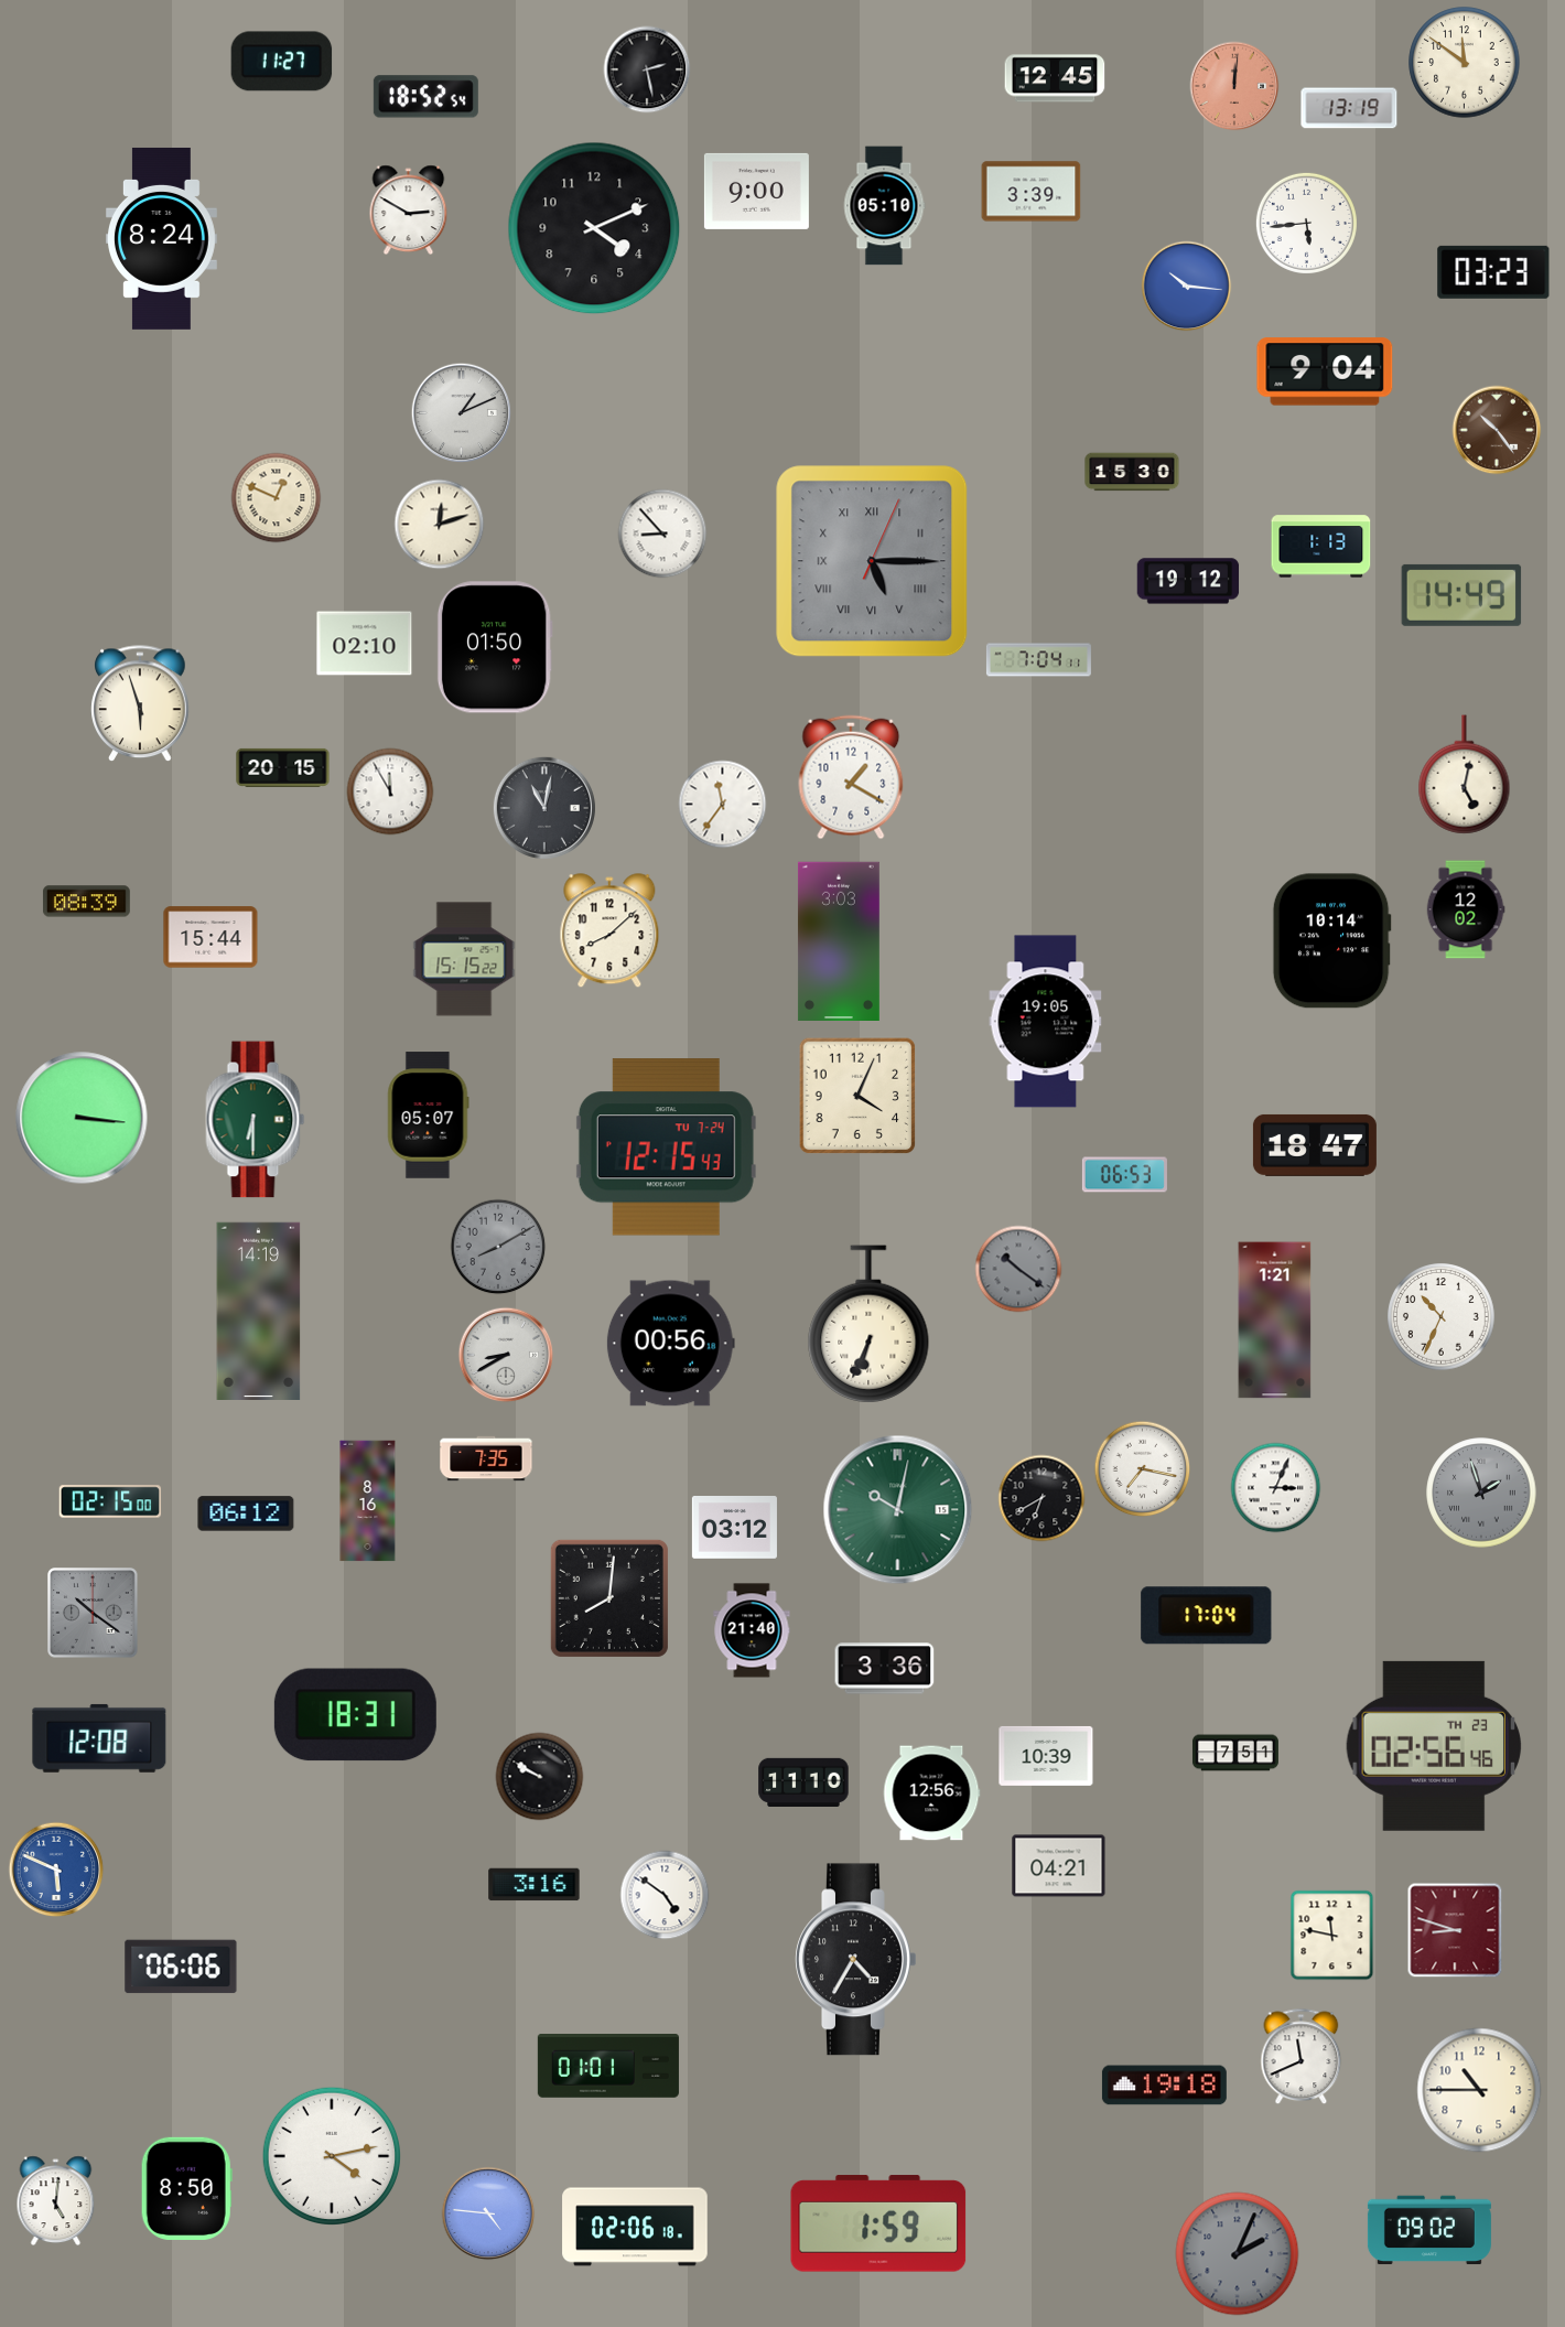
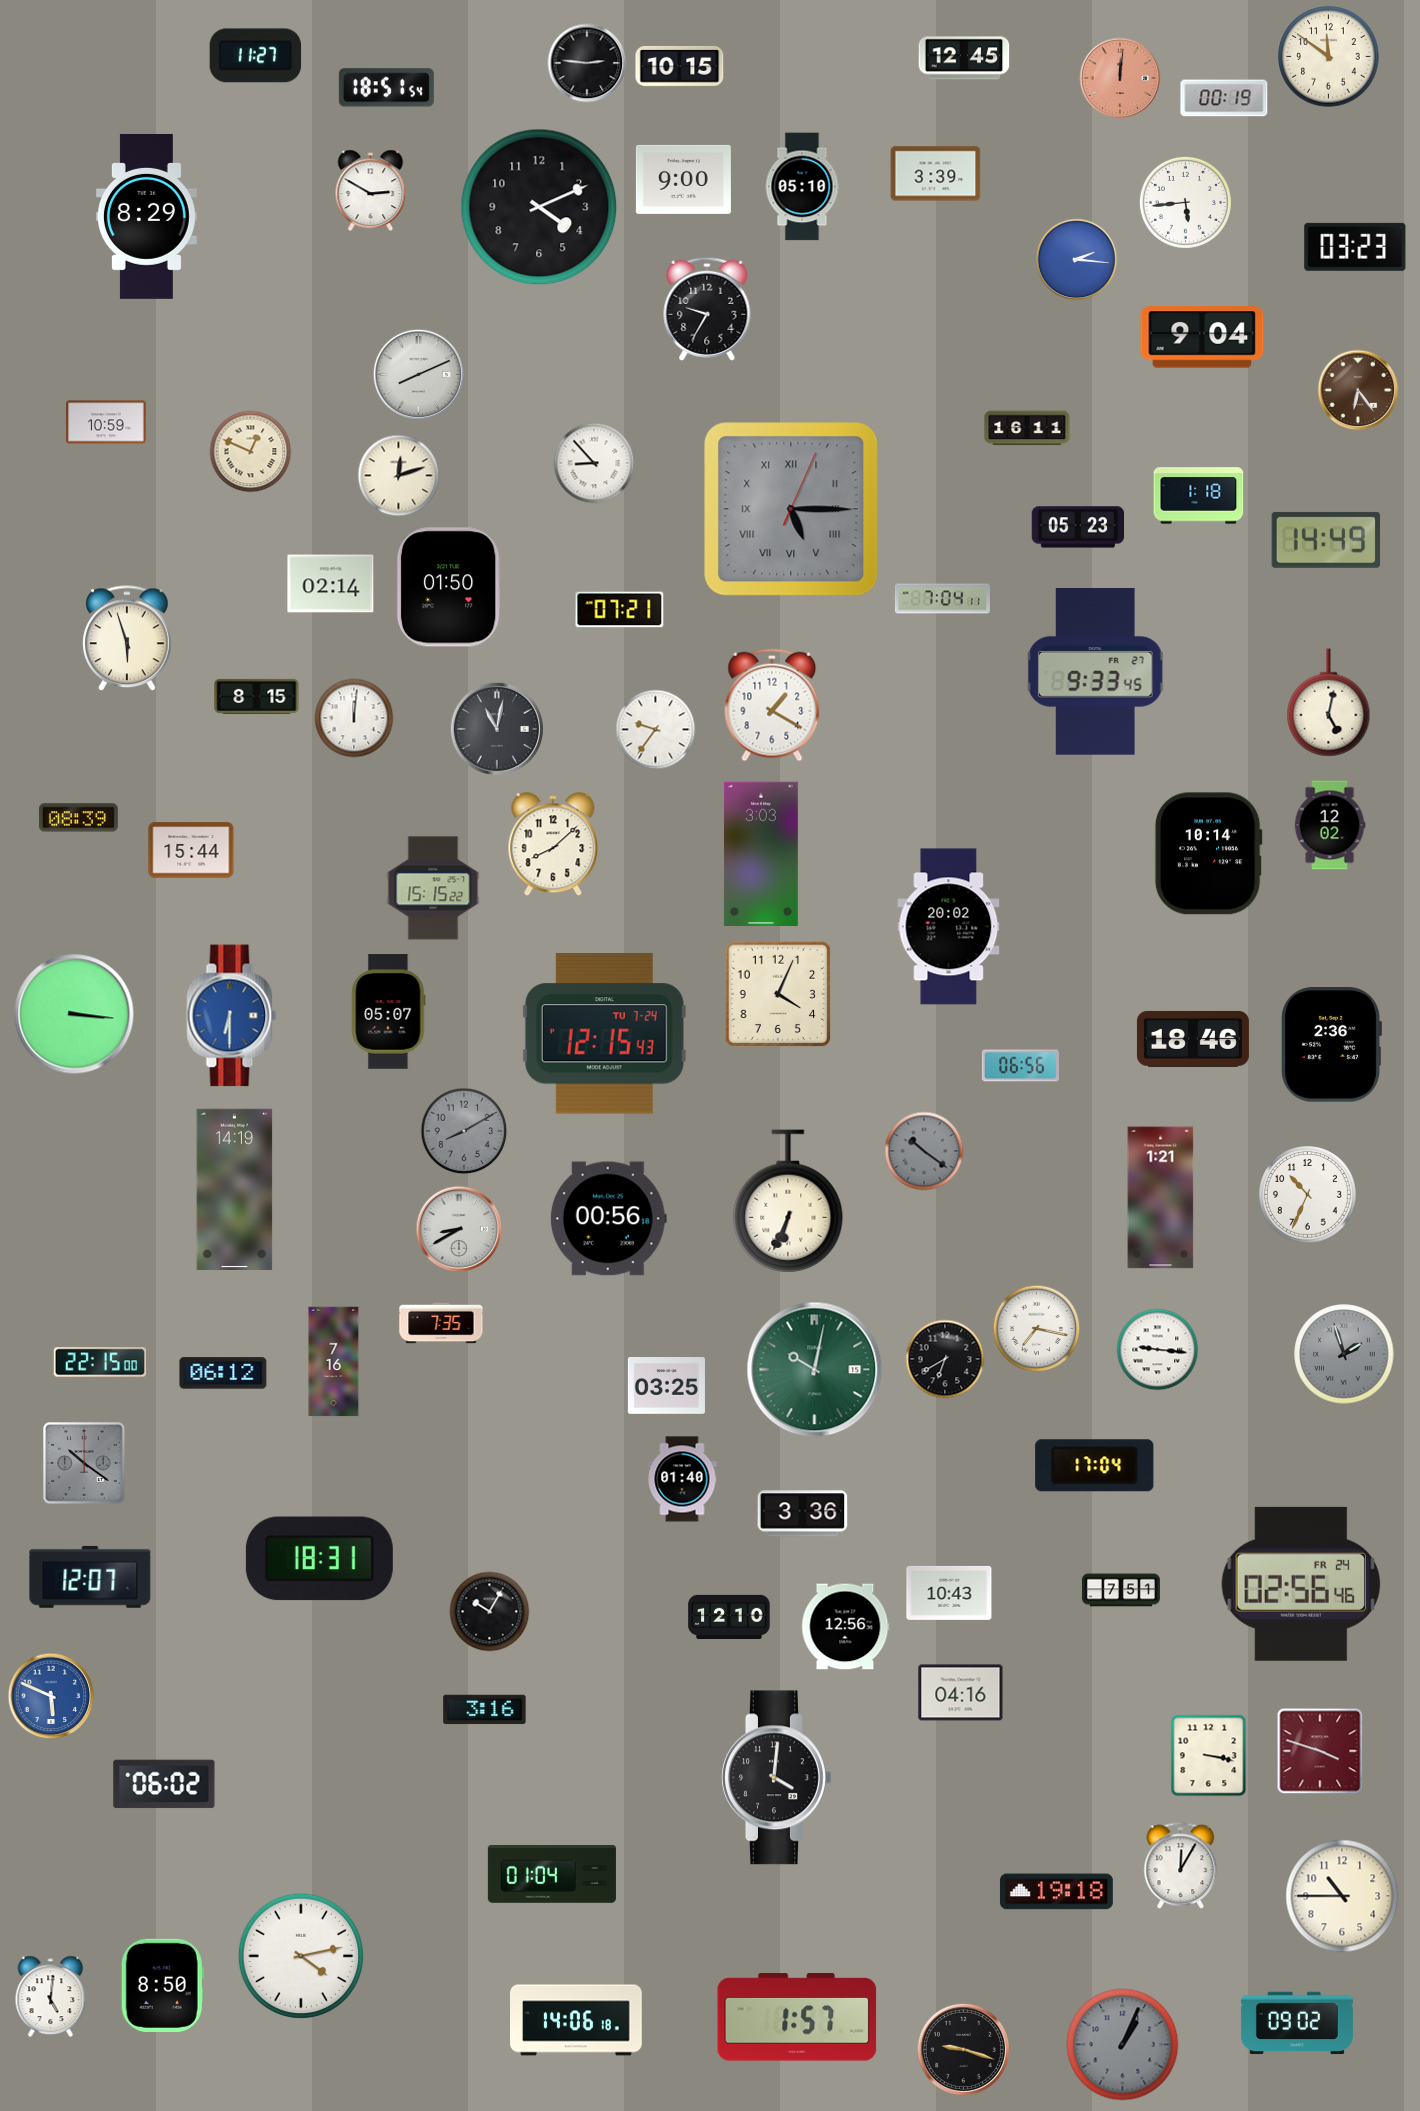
clock at (647, 69): 2:28 -> 2:46
clock at (680, 66): none -> 10:15
clock at (1055, 78) position: (1055, 78) -> (964, 58)
clock at (425, 97): 18:52 -> 18:51
clock at (1349, 108): 13:19 -> 00:19
clock at (756, 191) position: (756, 191) -> (683, 179)
clock at (161, 238): 8:24 -> 8:29
clock at (1187, 287): 10:16 -> 2:16
clock at (707, 309): none -> 9:35
clock at (461, 412): 1:11 -> 8:11
clock at (1497, 430): 10:24 -> 6:24
clock at (106, 422): none -> 10:59
clock at (1132, 472): 15:30 -> 16:11
clock at (662, 534) position: (662, 534) -> (594, 463)
clock at (1321, 547): 1:13 -> 1:18
clock at (1188, 581): 19:12 -> 05:23
clock at (365, 644): 02:10 -> 02:14
clock at (620, 610): none -> 07:21
clock at (1096, 672): none -> 9:33
clock at (283, 767): 20:15 -> 8:15
clock at (390, 791): 11:55 -> 12:01
clock at (723, 805): 11:36 -> 9:36
clock at (544, 808) position: (544, 808) -> (497, 729)
clock at (464, 959) position: (464, 959) -> (433, 888)
clock at (1046, 1022): 19:05 -> 20:02
clock at (256, 1120) dial: green -> blue
clock at (1315, 1145): 18:47 -> 18:46
clock at (666, 1148) position: (666, 1148) -> (604, 1034)
clock at (1331, 1045): none -> 2:36
clock at (1124, 1175): 06:53 -> 06:56
clock at (498, 1247) position: (498, 1247) -> (464, 1131)
clock at (1275, 1321) position: (1275, 1321) -> (1161, 1198)
clock at (1143, 1469) position: (1143, 1469) -> (1037, 1329)
clock at (1276, 1488): 3:04 -> 9:16
clock at (110, 1501): 02:15 -> 22:15
clock at (368, 1501): 8:16 -> 7:16
clock at (734, 1528): 03:12 -> 03:25
clock at (609, 1598): 8:01 -> none
clock at (752, 1630): 21:40 -> 01:40
clock at (355, 1715) position: (355, 1715) -> (319, 1559)
clock at (99, 1738): 12:08 -> 12:07
clock at (1434, 1746) date: TH 23 -> FR 24
clock at (1046, 1756): 10:39 -> 10:43
clock at (540, 1777): 9:50 -> 10:05
clock at (803, 1781): 11:10 -> 12:10
clock at (1059, 1866): 04:21 -> 04:16
clock at (665, 1895): 4:51 -> none
clock at (1455, 1930): 8:48 -> 3:48
clock at (1332, 1936): 11:47 -> 3:17
clock at (856, 1960): 4:35 -> 4:01
clock at (181, 1967): 06:06 -> 06:02
clock at (1302, 2057): 11:41 -> 12:05
clock at (608, 2067): 01:01 -> 01:04
clock at (186, 2188) position: (186, 2188) -> (162, 1985)
clock at (488, 2213): 4:46 -> none
clock at (878, 2223): 1:59 -> 1:57
clock at (635, 2227): 02:06 -> 14:06
clock at (1238, 2254): 2:04 -> 1:04
clock at (963, 2049): none -> 9:18
